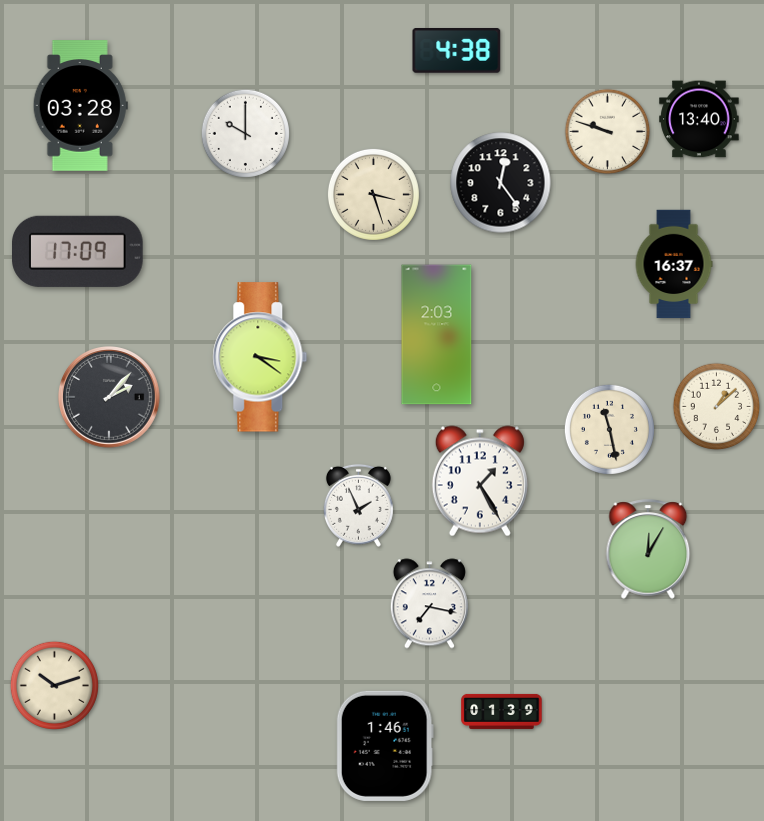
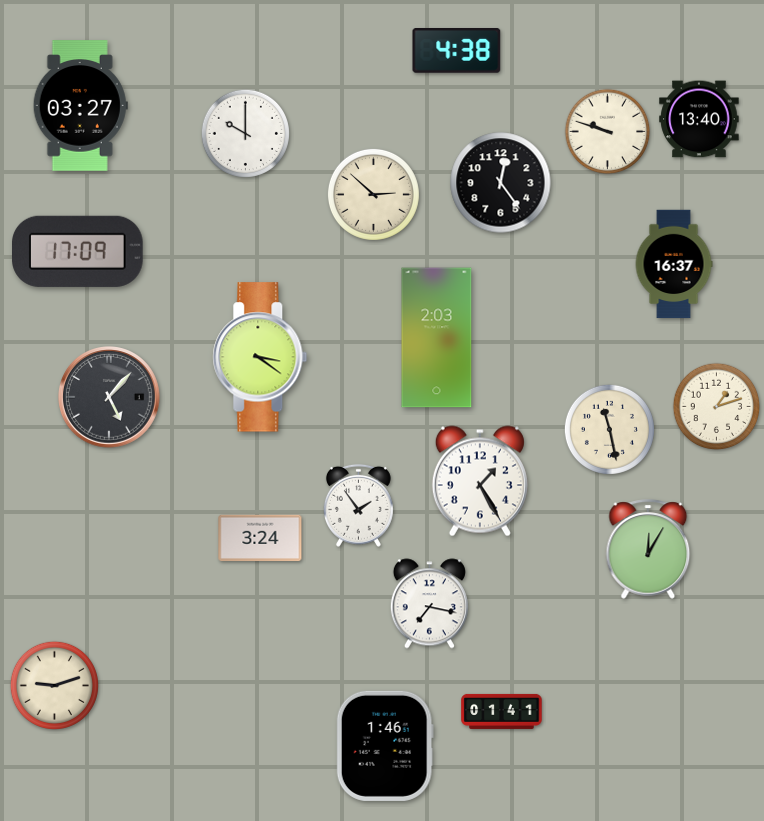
clock at (80, 106): 03:28 -> 03:27
clock at (373, 194): 3:27 -> 2:52
clock at (437, 335) position: (437, 335) -> (437, 338)
clock at (109, 397): 2:07 -> 5:07
clock at (717, 407): 1:08 -> 1:12
clock at (358, 505): 1:56 -> 1:54
clock at (260, 538): none -> 3:24
clock at (54, 685): 10:12 -> 9:12
clock at (502, 711): 01:39 -> 01:41
